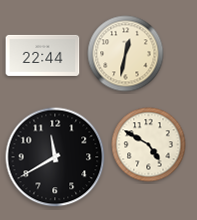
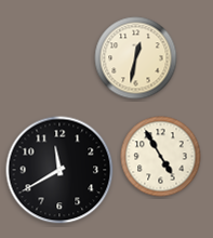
clock at (43, 55): 22:44 -> none
clock at (149, 145): 4:50 -> 4:55
